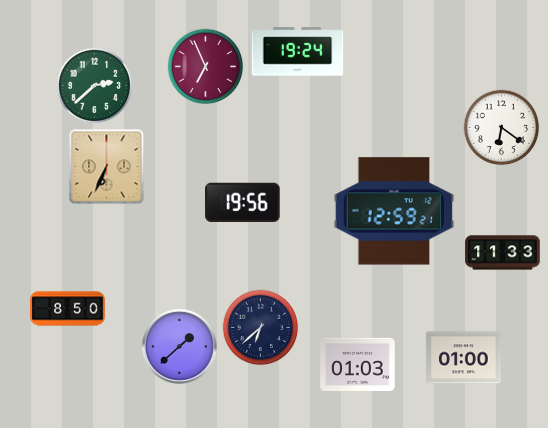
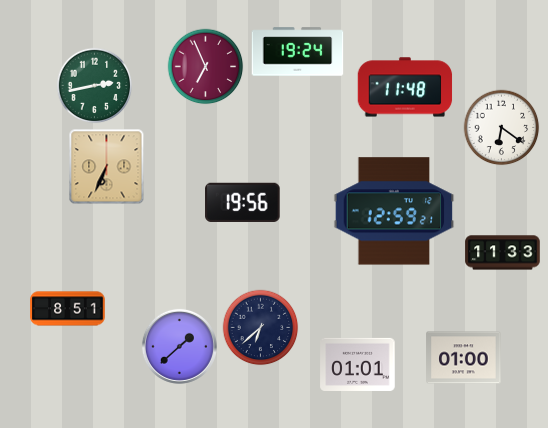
clock at (95, 86): 2:38 -> 2:43
clock at (405, 87): none -> 11:48
clock at (68, 309): 8:50 -> 8:51
clock at (358, 364): 01:03 -> 01:01
